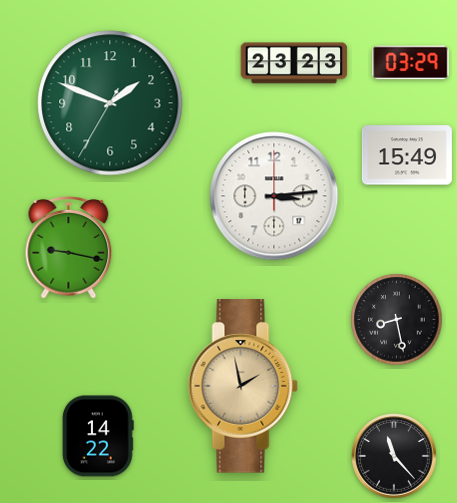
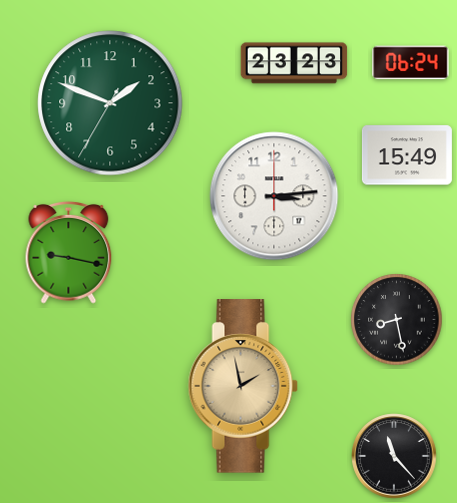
clock at (411, 63): 03:29 -> 06:24
clock at (69, 247) position: (69, 247) -> (69, 252)
clock at (98, 436): 14:22 -> none
